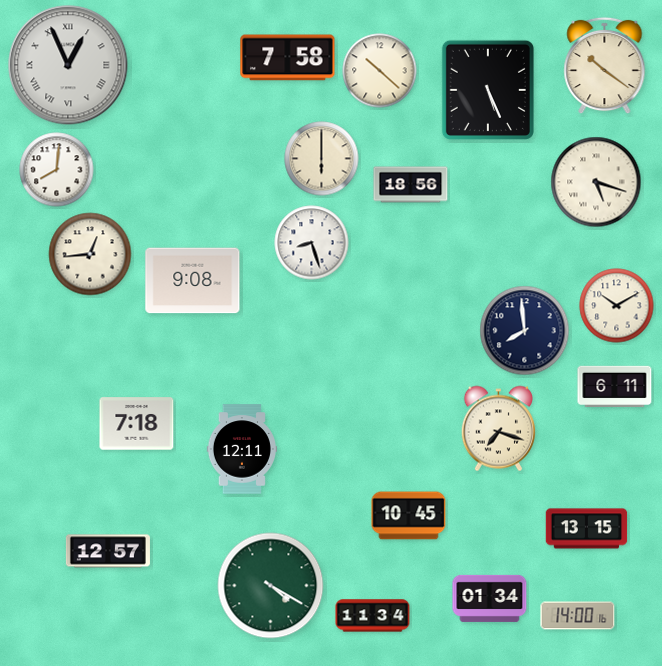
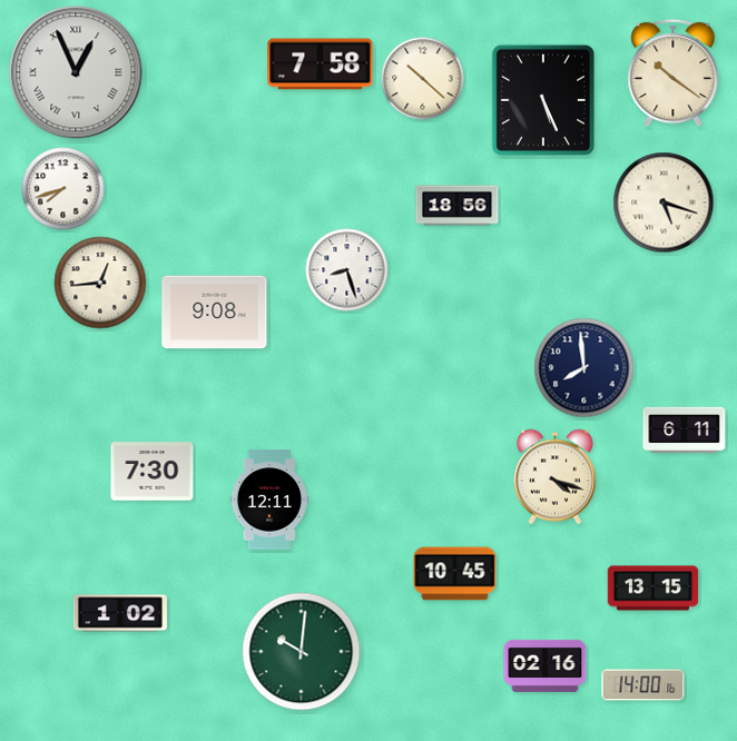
clock at (322, 159): 6:00 -> none
clock at (57, 170): 8:01 -> 7:42
clock at (617, 306): 10:10 -> none
clock at (137, 424): 7:18 -> 7:30
clock at (498, 429): 7:18 -> 4:18
clock at (108, 551): 12:57 -> 1:02
clock at (271, 586): 4:20 -> 10:01
clock at (490, 598): 01:34 -> 02:16
clock at (373, 616): 11:34 -> none
